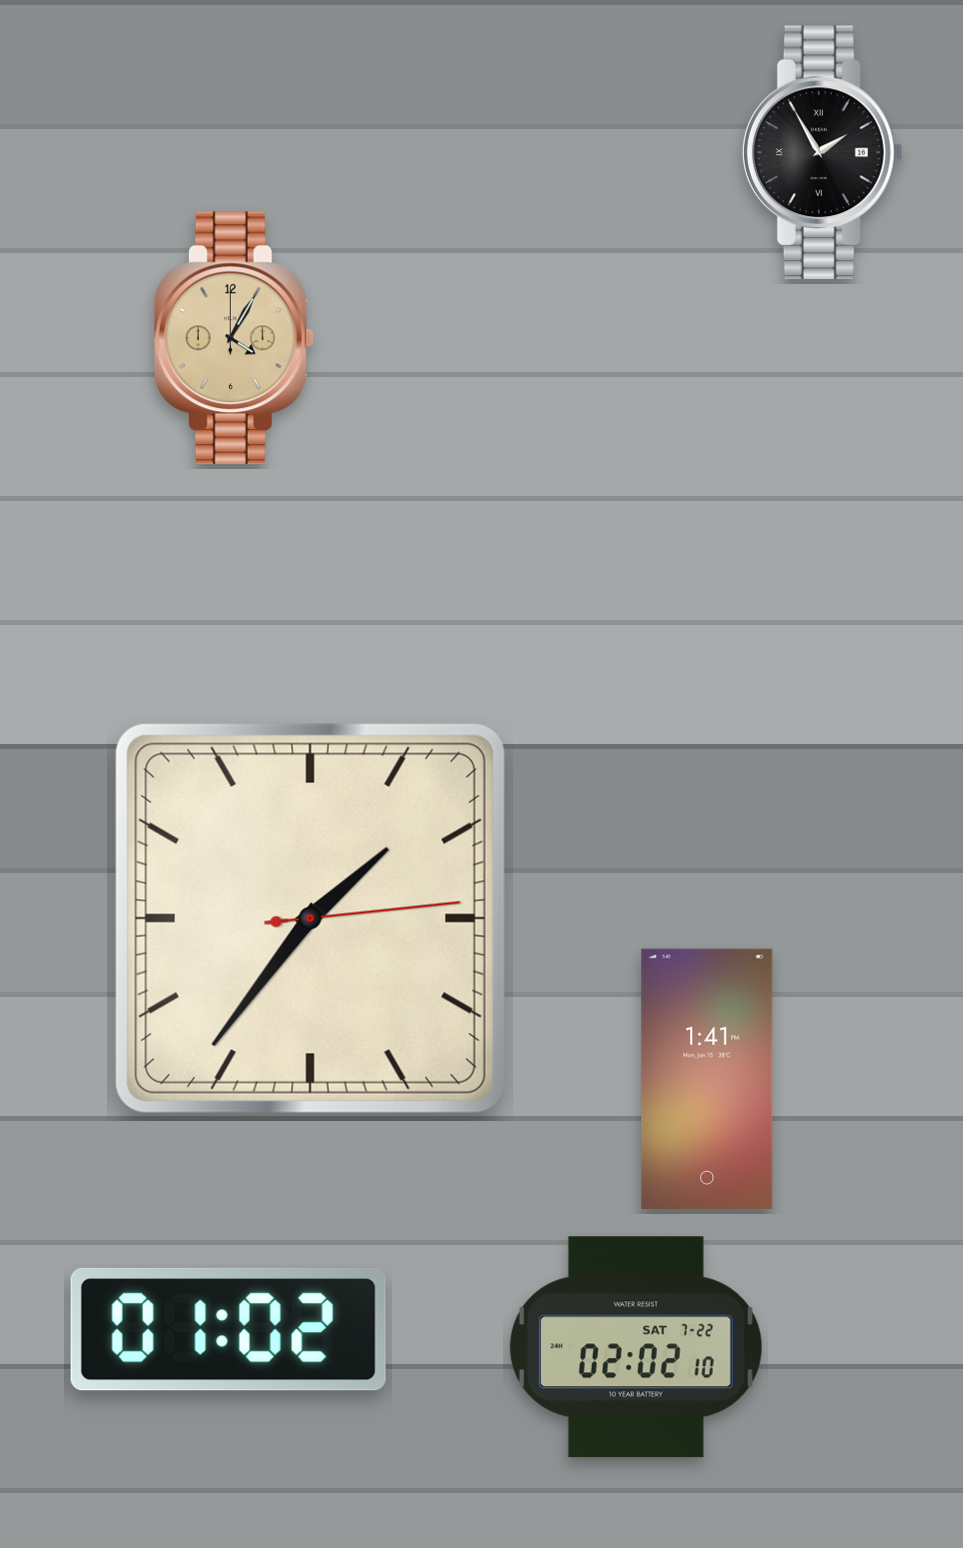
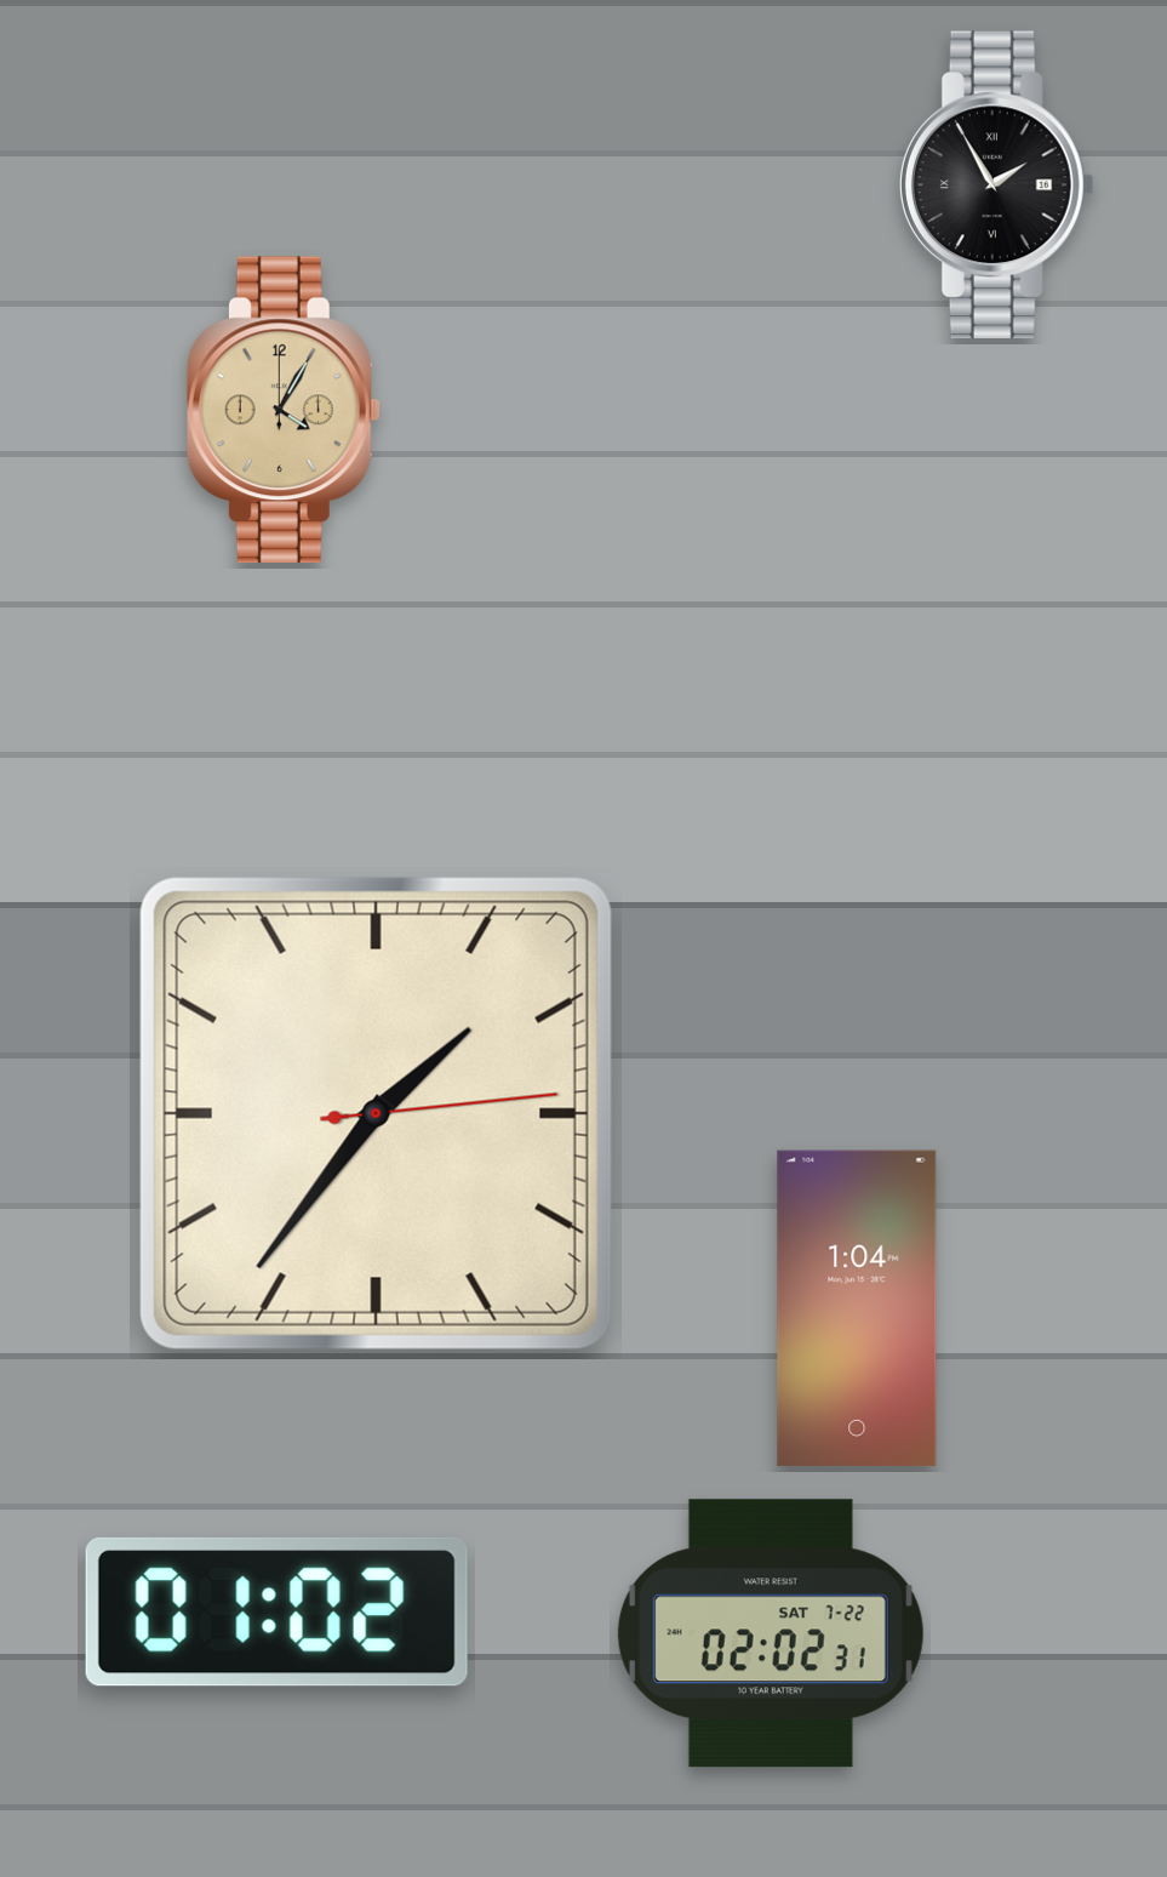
clock at (707, 1079): 1:41 -> 1:04
clock at (636, 1347): 02:02:10 -> 02:02:31
